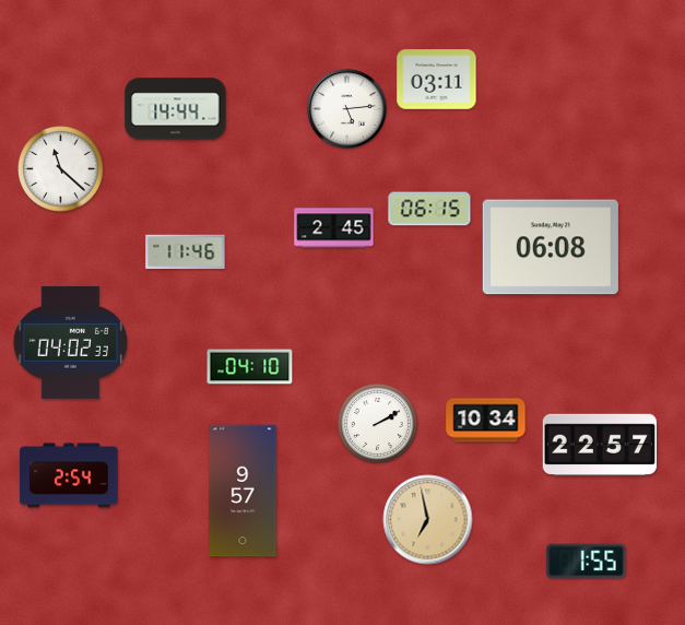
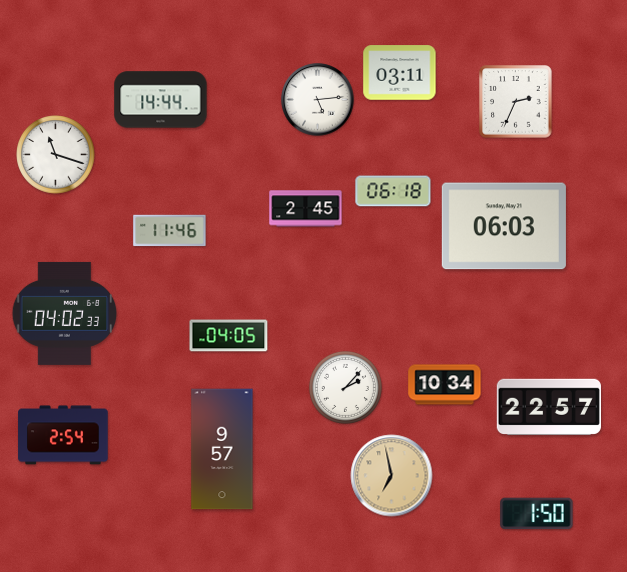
clock at (516, 102): none -> 2:34
clock at (61, 169): 11:22 -> 11:18
clock at (429, 209): 06:15 -> 06:18
clock at (551, 247): 06:08 -> 06:03
clock at (250, 367): 04:10 -> 04:05
clock at (377, 423): 2:10 -> 2:07
clock at (587, 562): 1:55 -> 1:50
